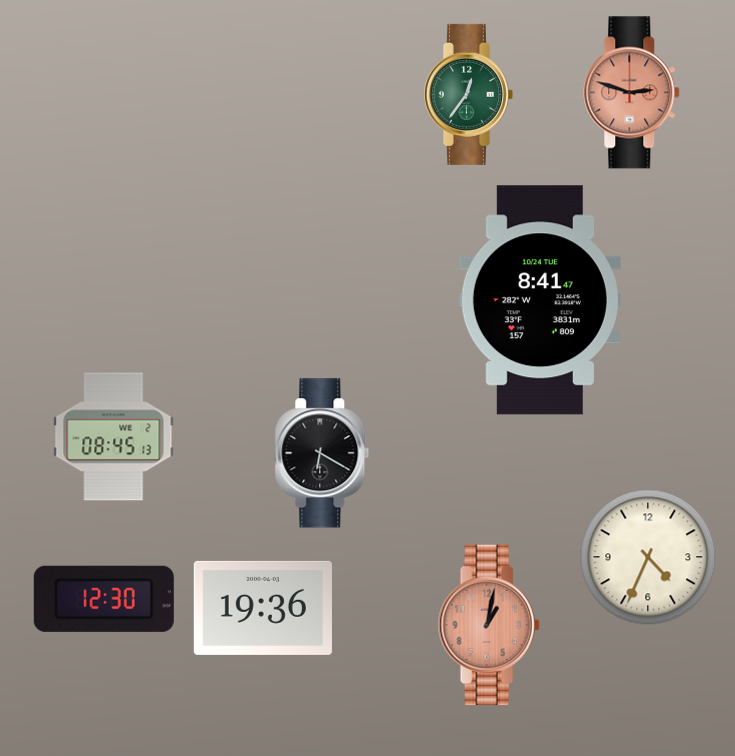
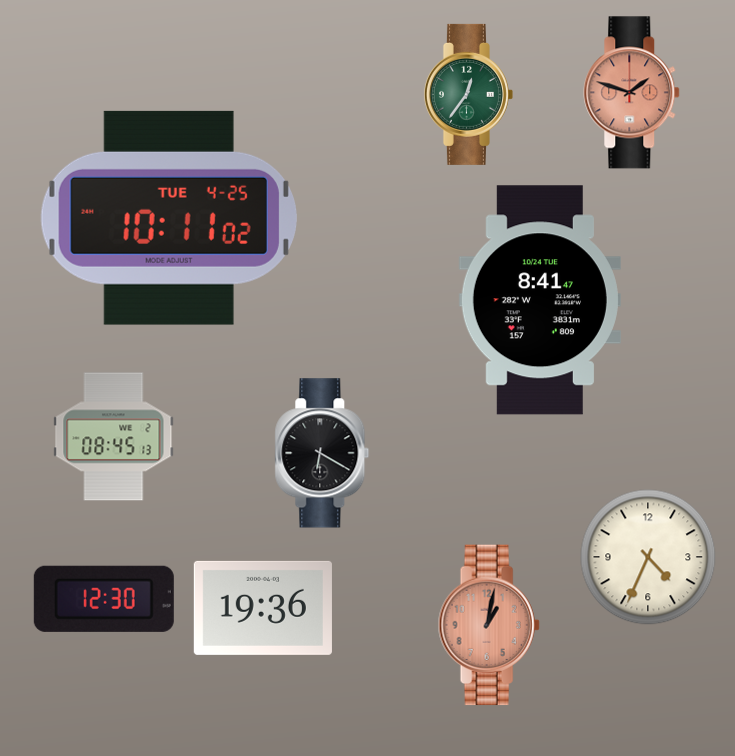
clock at (632, 93): 2:48 -> 1:48
clock at (169, 218): none -> 10:11
